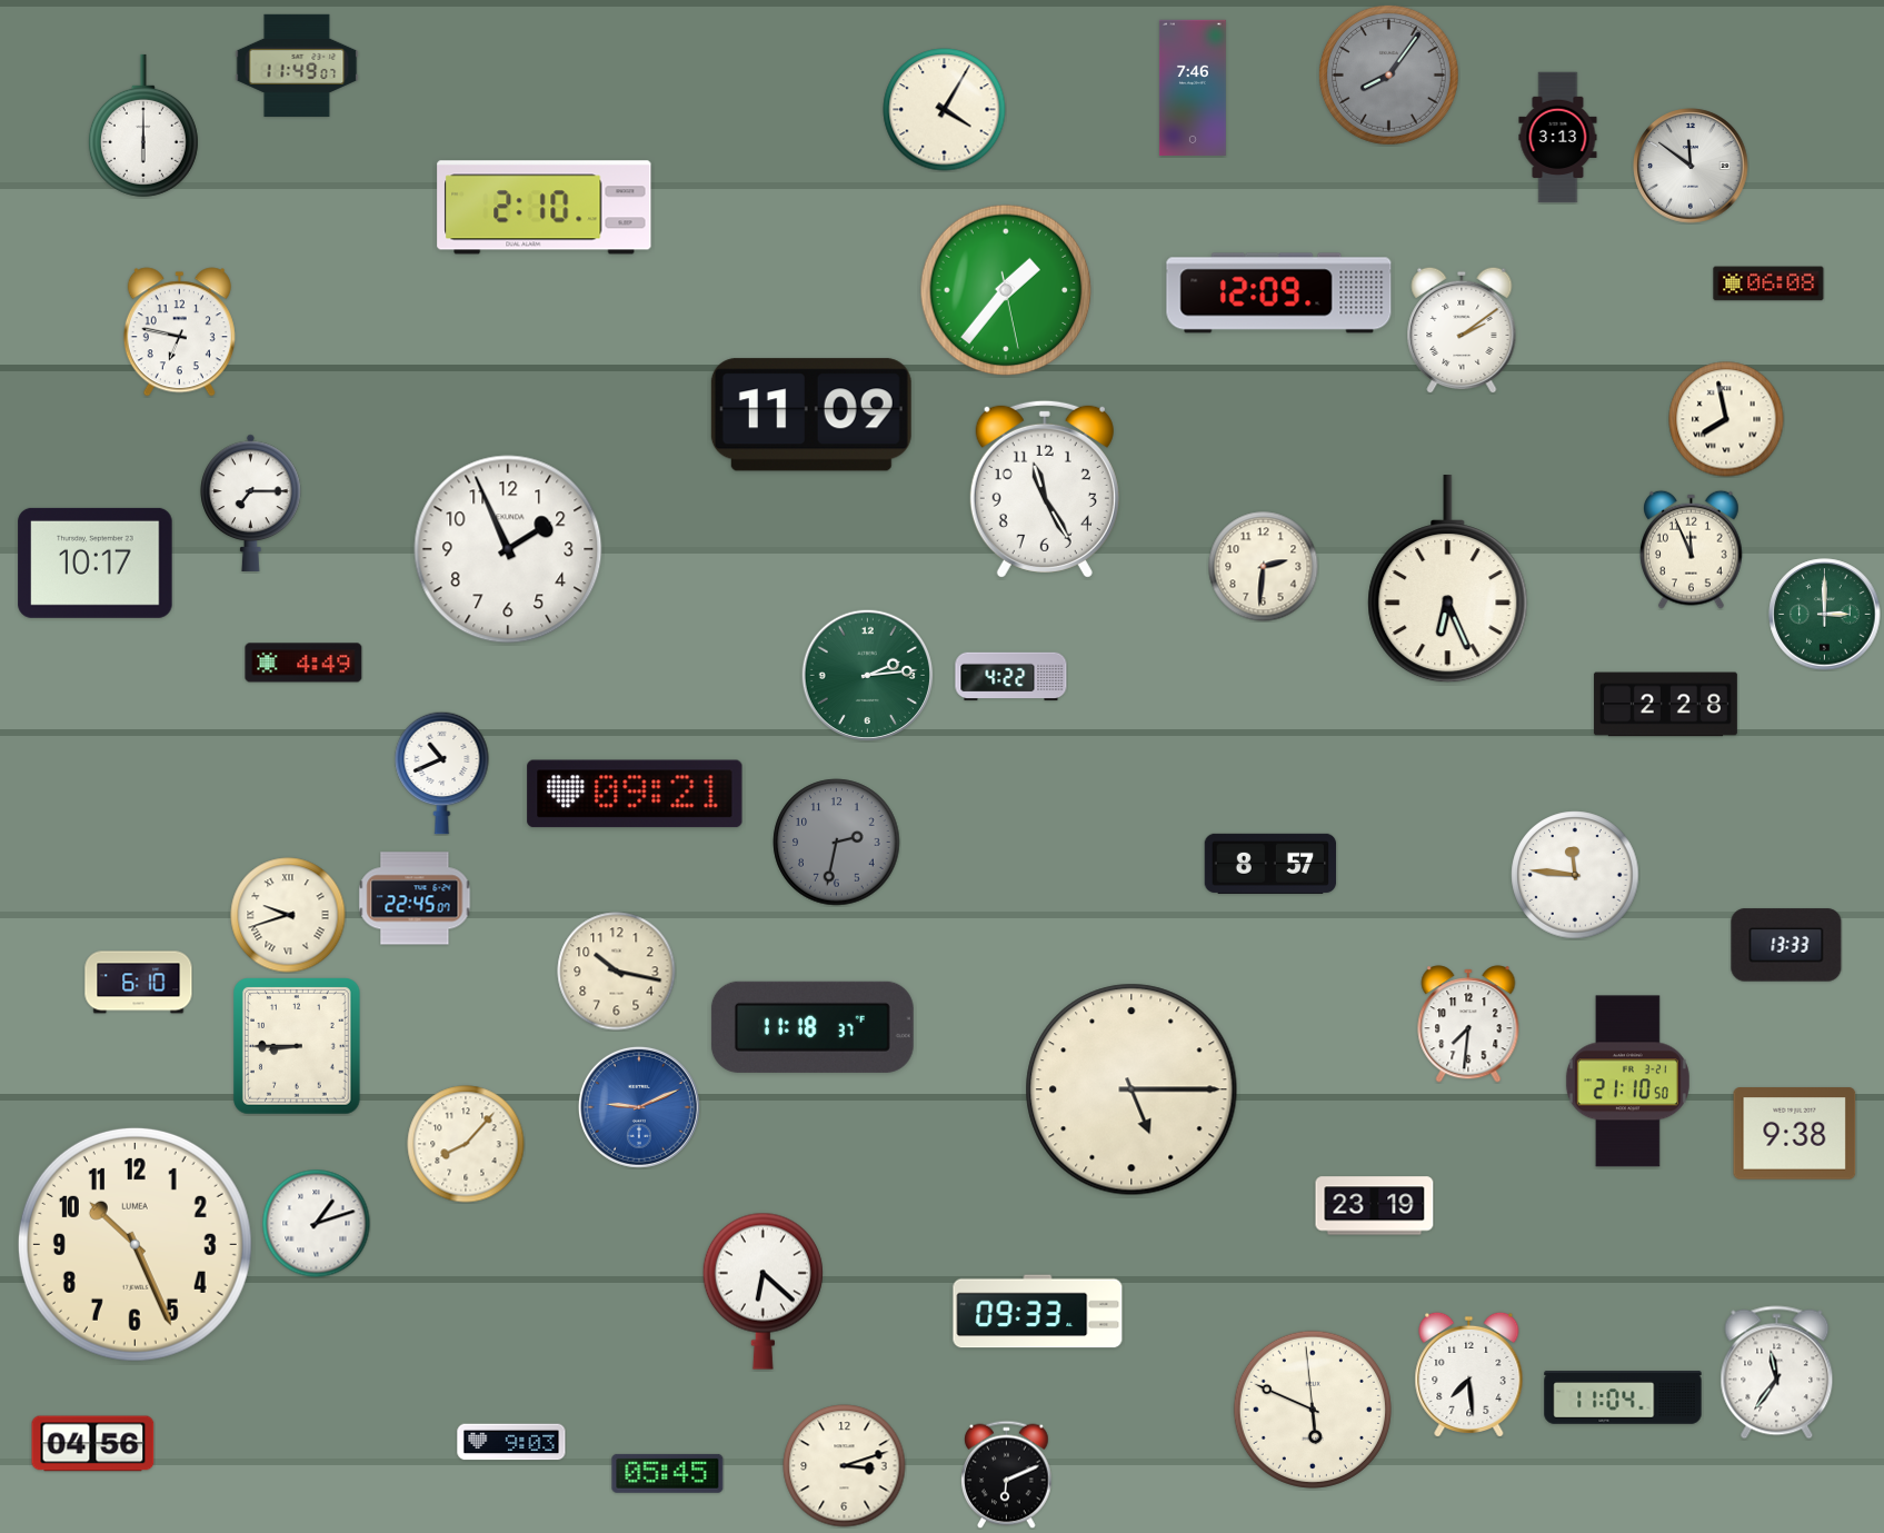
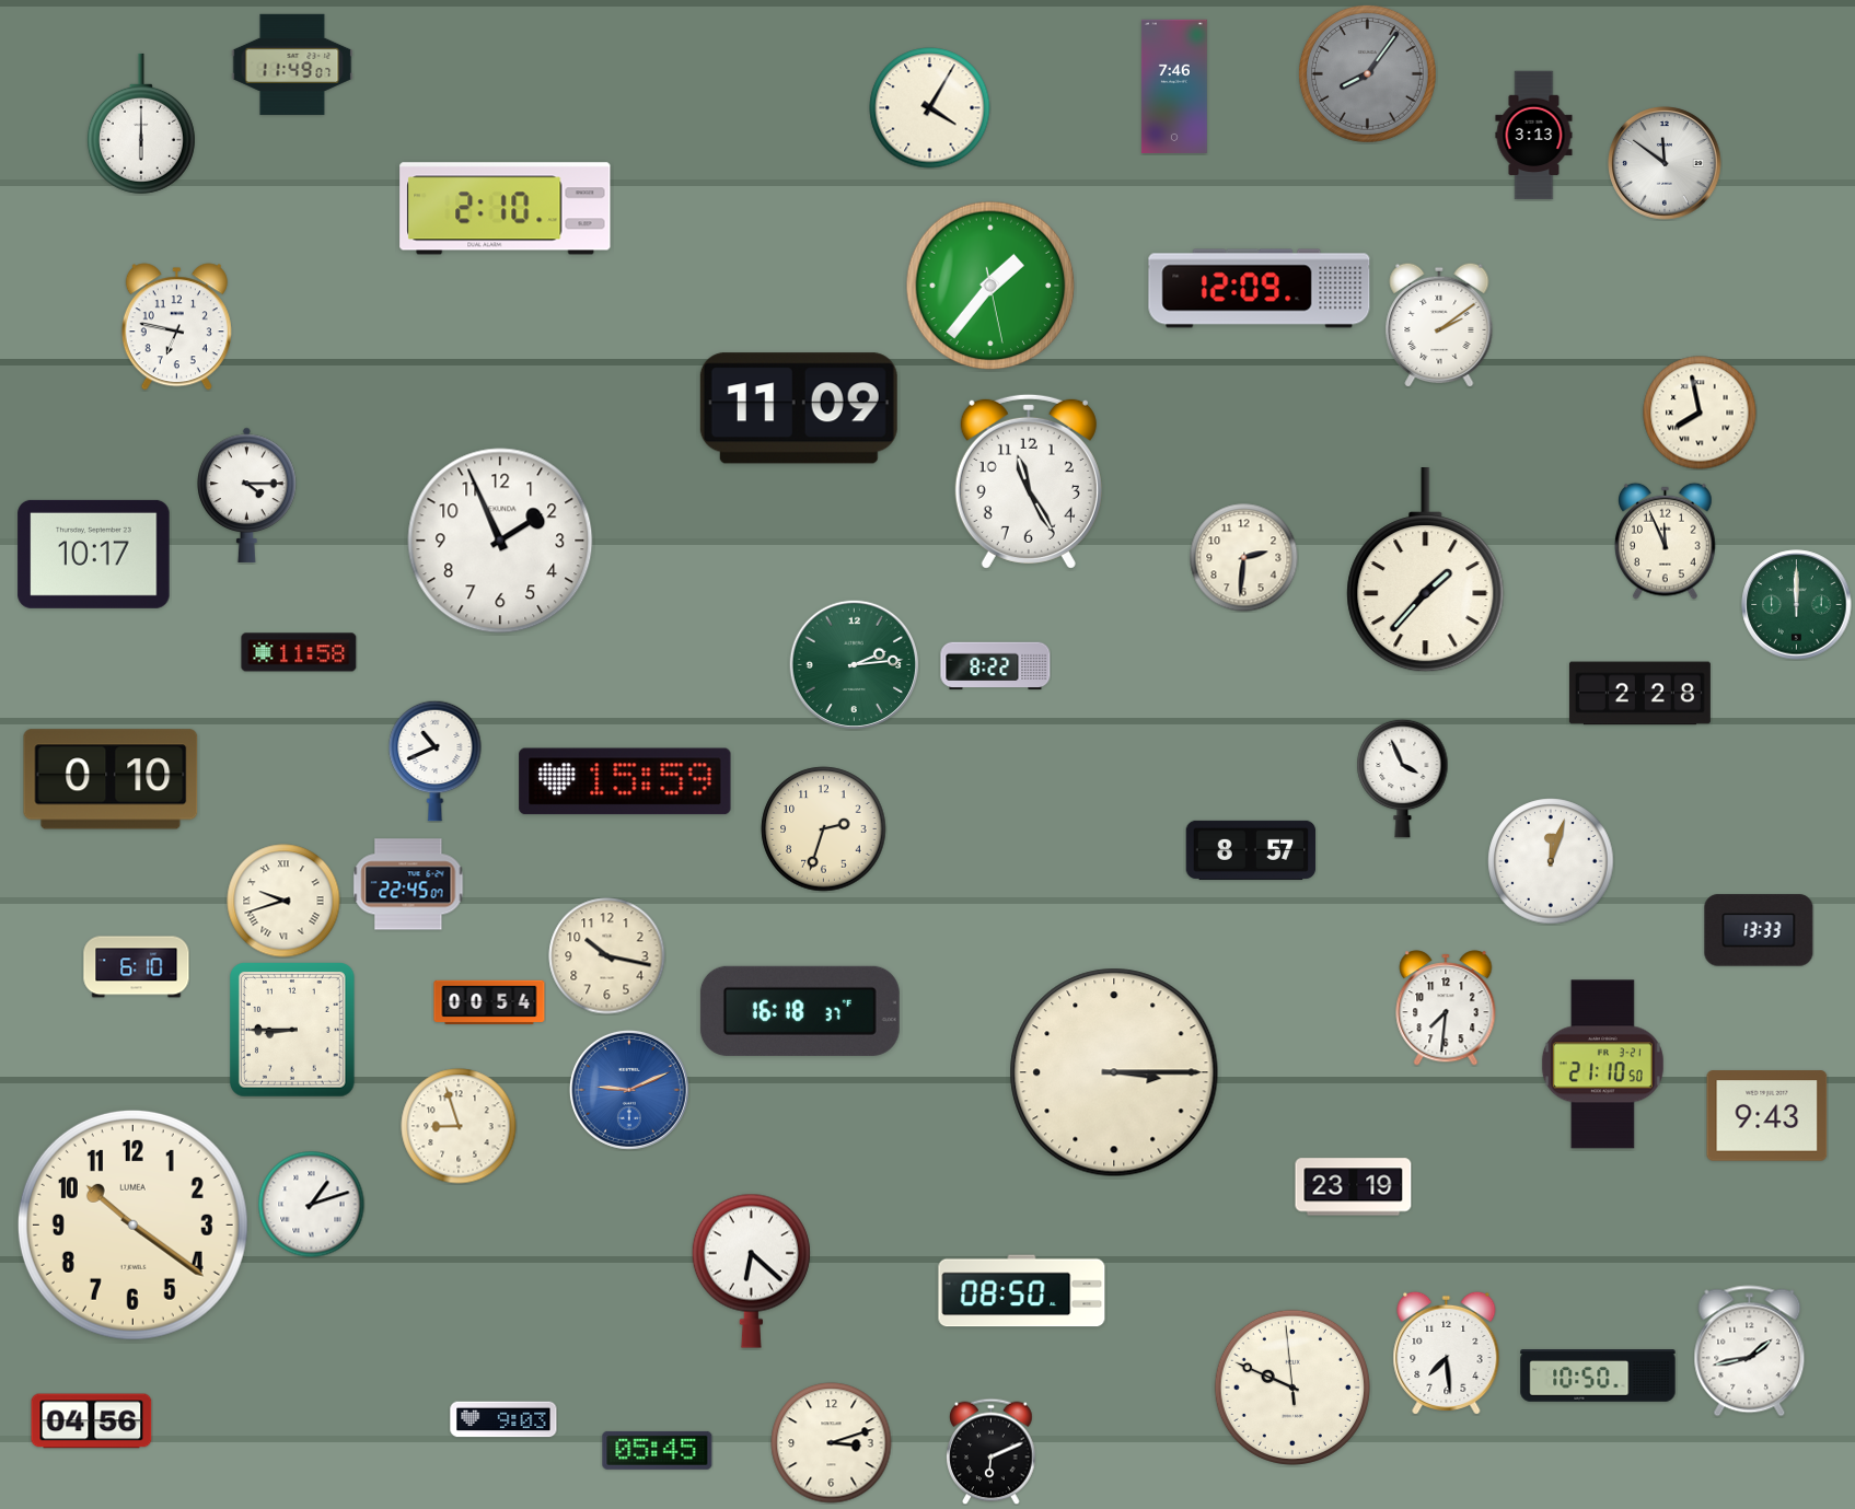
clock at (545, 208) position: (545, 208) -> (506, 209)
clock at (1768, 283): 06:08 -> none
clock at (251, 502): 7:15 -> 4:15
clock at (1448, 580): 6:26 -> 1:37
clock at (1825, 615): 3:00 -> 12:00
clock at (303, 663): 4:49 -> 11:58
clock at (1011, 677): 4:22 -> 8:22
clock at (1403, 778): none -> 3:56
clock at (111, 779): none -> 0:10
clock at (635, 794): 09:21 -> 15:59
clock at (837, 843): 2:32 -> 2:33
clock at (837, 843) dial: grey -> cream
clock at (1575, 875): 11:46 -> 12:03
clock at (489, 1002): none -> 00:54
clock at (813, 1027): 11:18 -> 16:18
clock at (1132, 1089): 5:15 -> 3:15
clock at (1795, 1134): 9:38 -> 9:43
clock at (466, 1144): 8:07 -> 8:57
clock at (134, 1244): 10:26 -> 10:21
clock at (1038, 1312): 09:33 -> 08:50
clock at (1777, 1373): 11:36 -> 1:43
clock at (1623, 1397): 11:04 -> 10:50
clock at (1313, 1410): 5:48 -> 9:48
